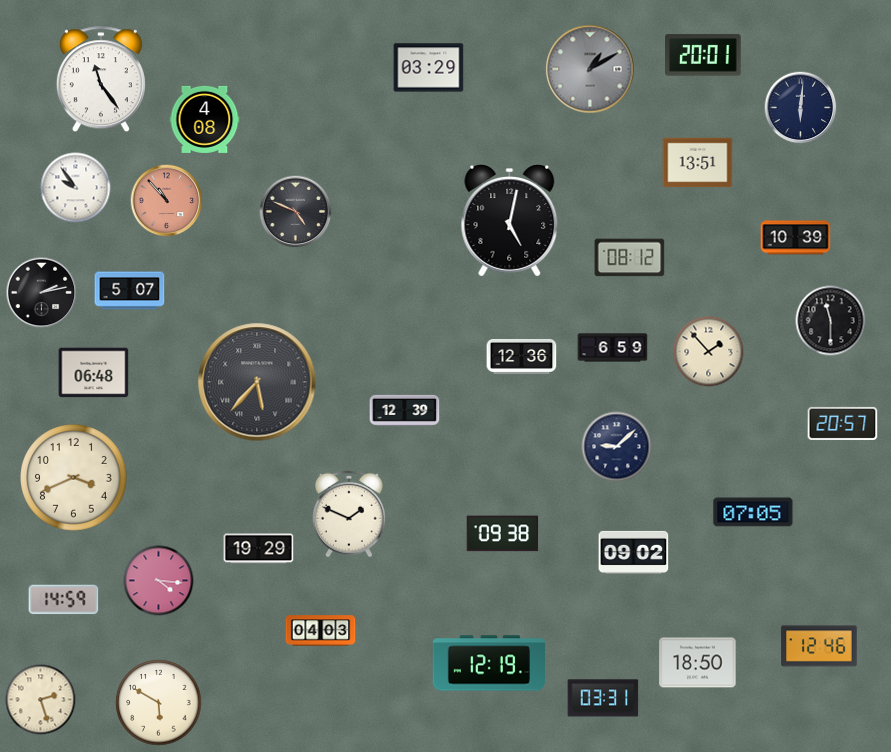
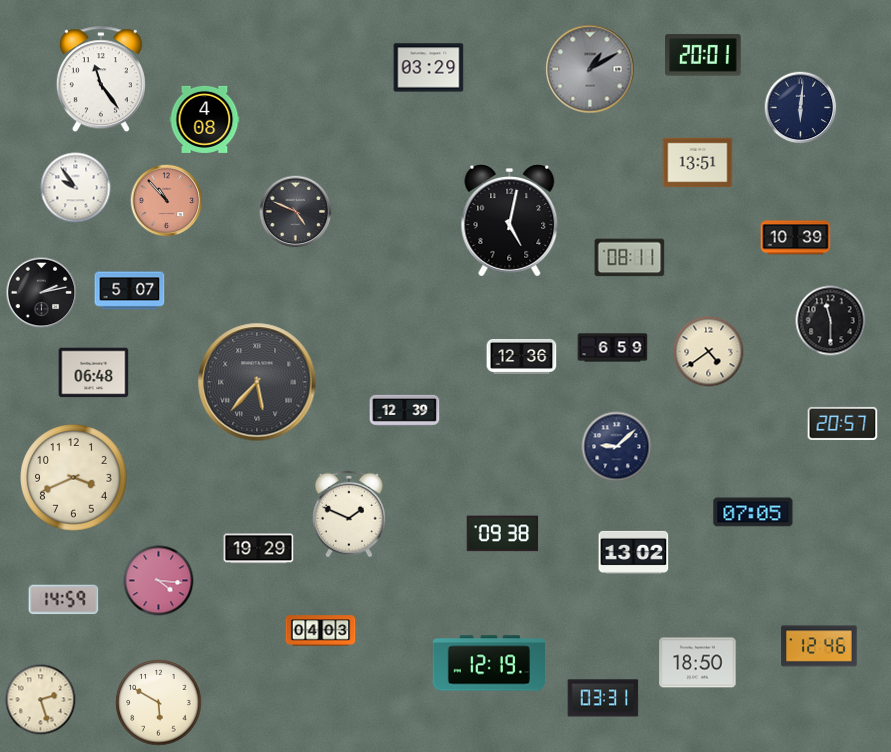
clock at (630, 258): 08:12 -> 08:11
clock at (709, 352): 1:53 -> 4:39
clock at (634, 552): 09:02 -> 13:02
